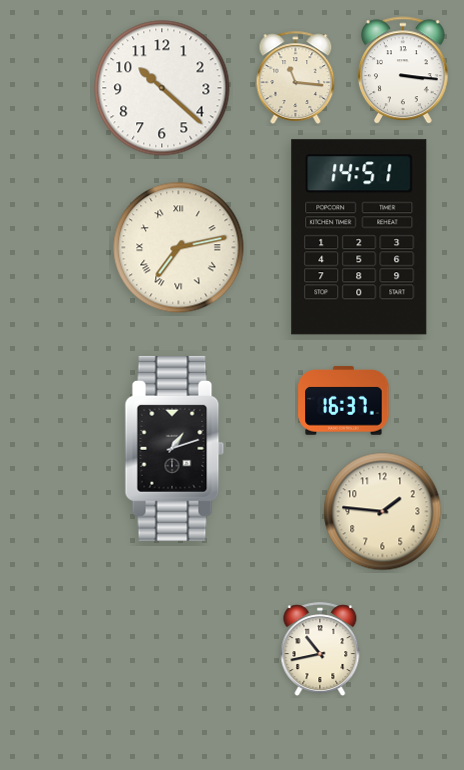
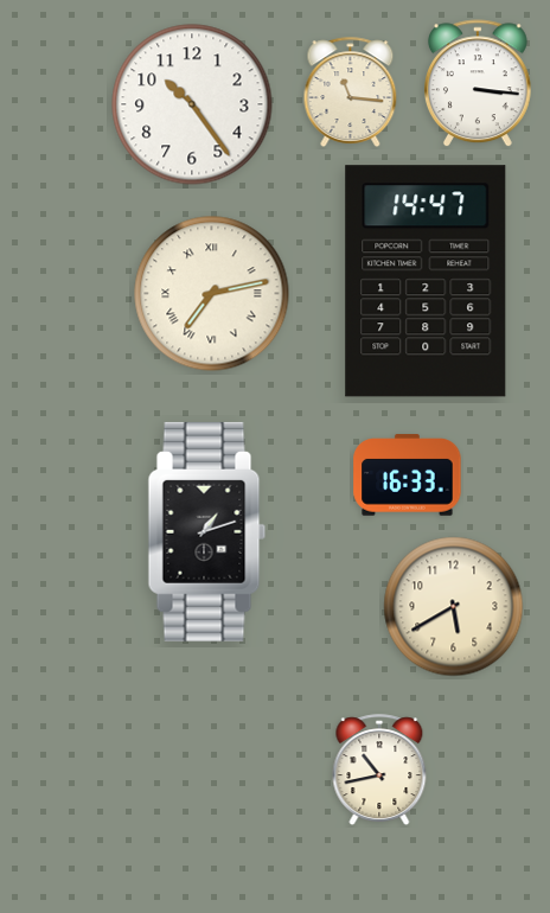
clock at (162, 88): 10:22 -> 10:24
clock at (359, 237): 14:51 -> 14:47
clock at (344, 401): 16:37 -> 16:33
clock at (383, 512): 1:46 -> 5:40
